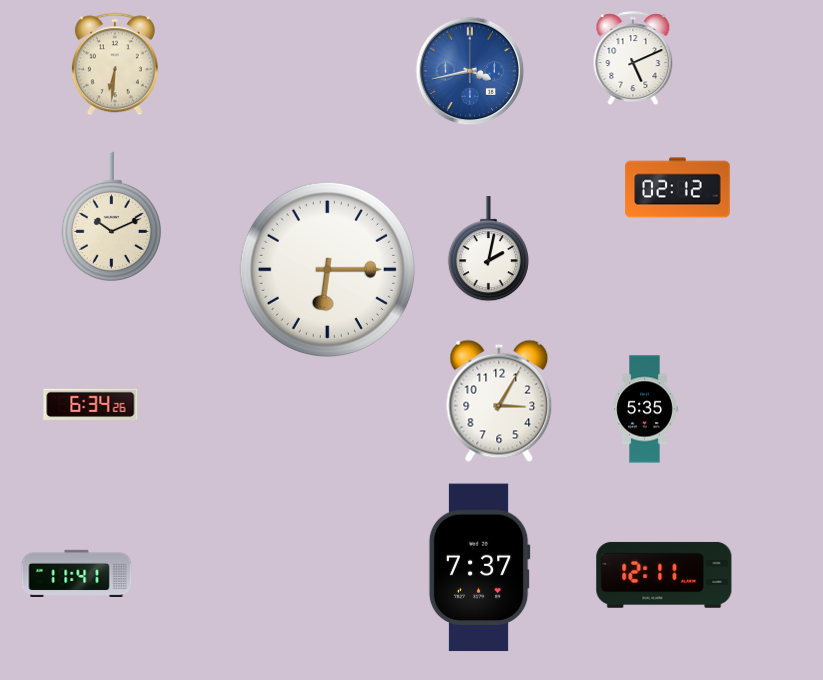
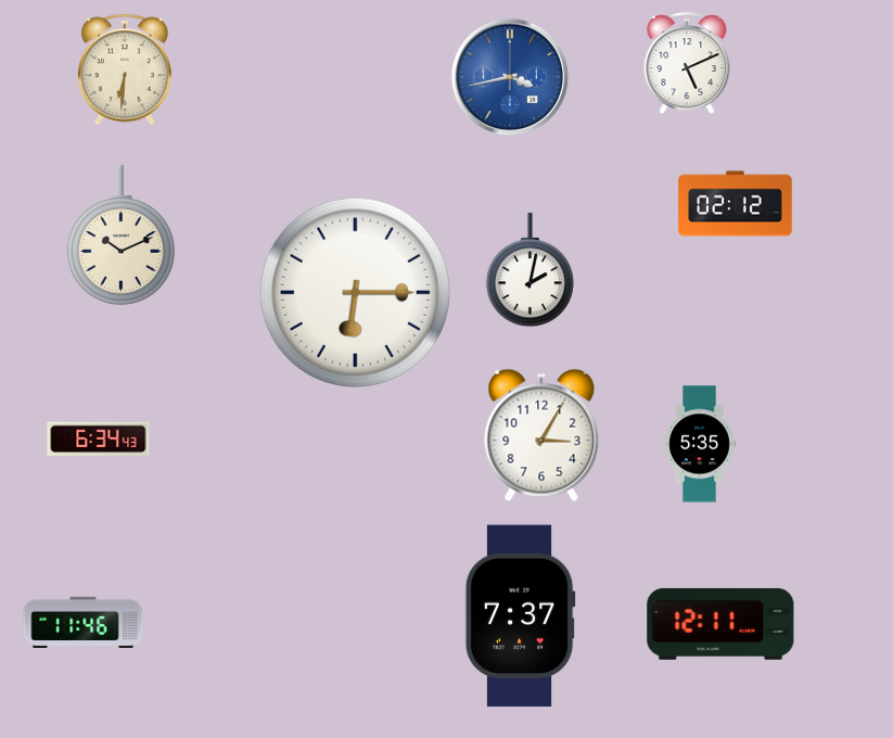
clock at (91, 405): 6:34:26 -> 6:34:43
clock at (77, 574): 11:41 -> 11:46
